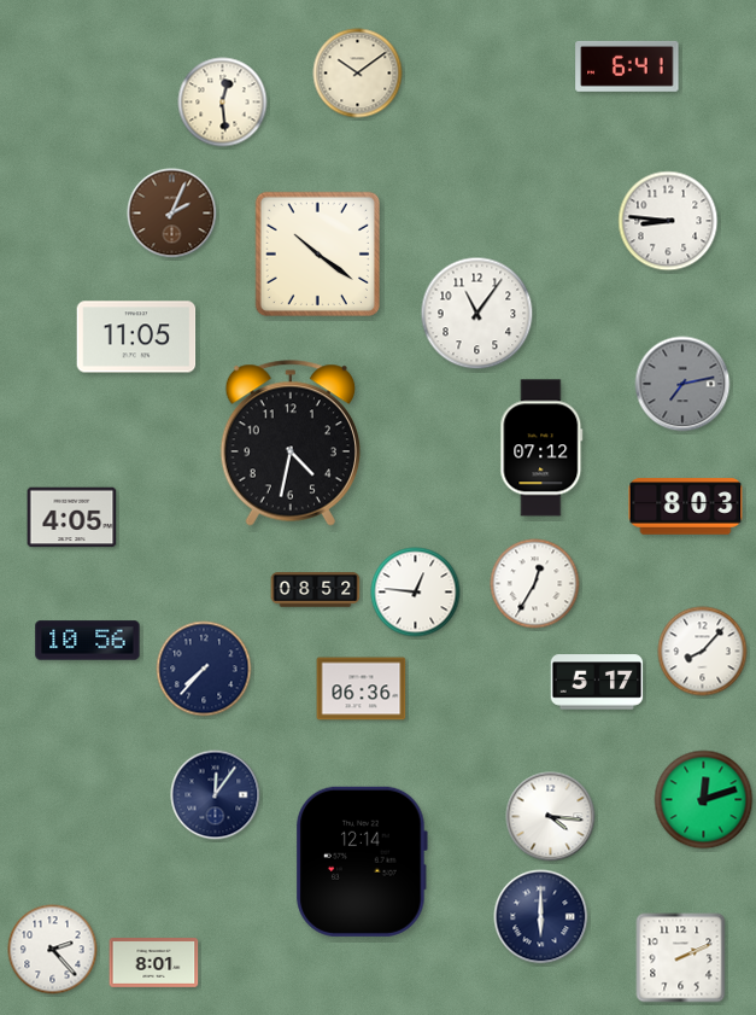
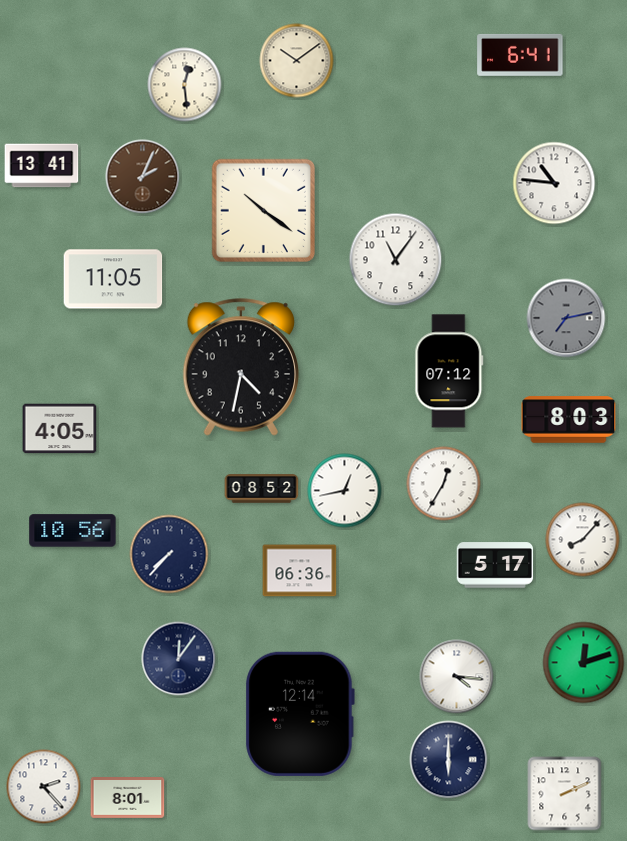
clock at (42, 166): none -> 13:41
clock at (668, 221): 8:46 -> 10:46
clock at (416, 593): 12:46 -> 12:43
